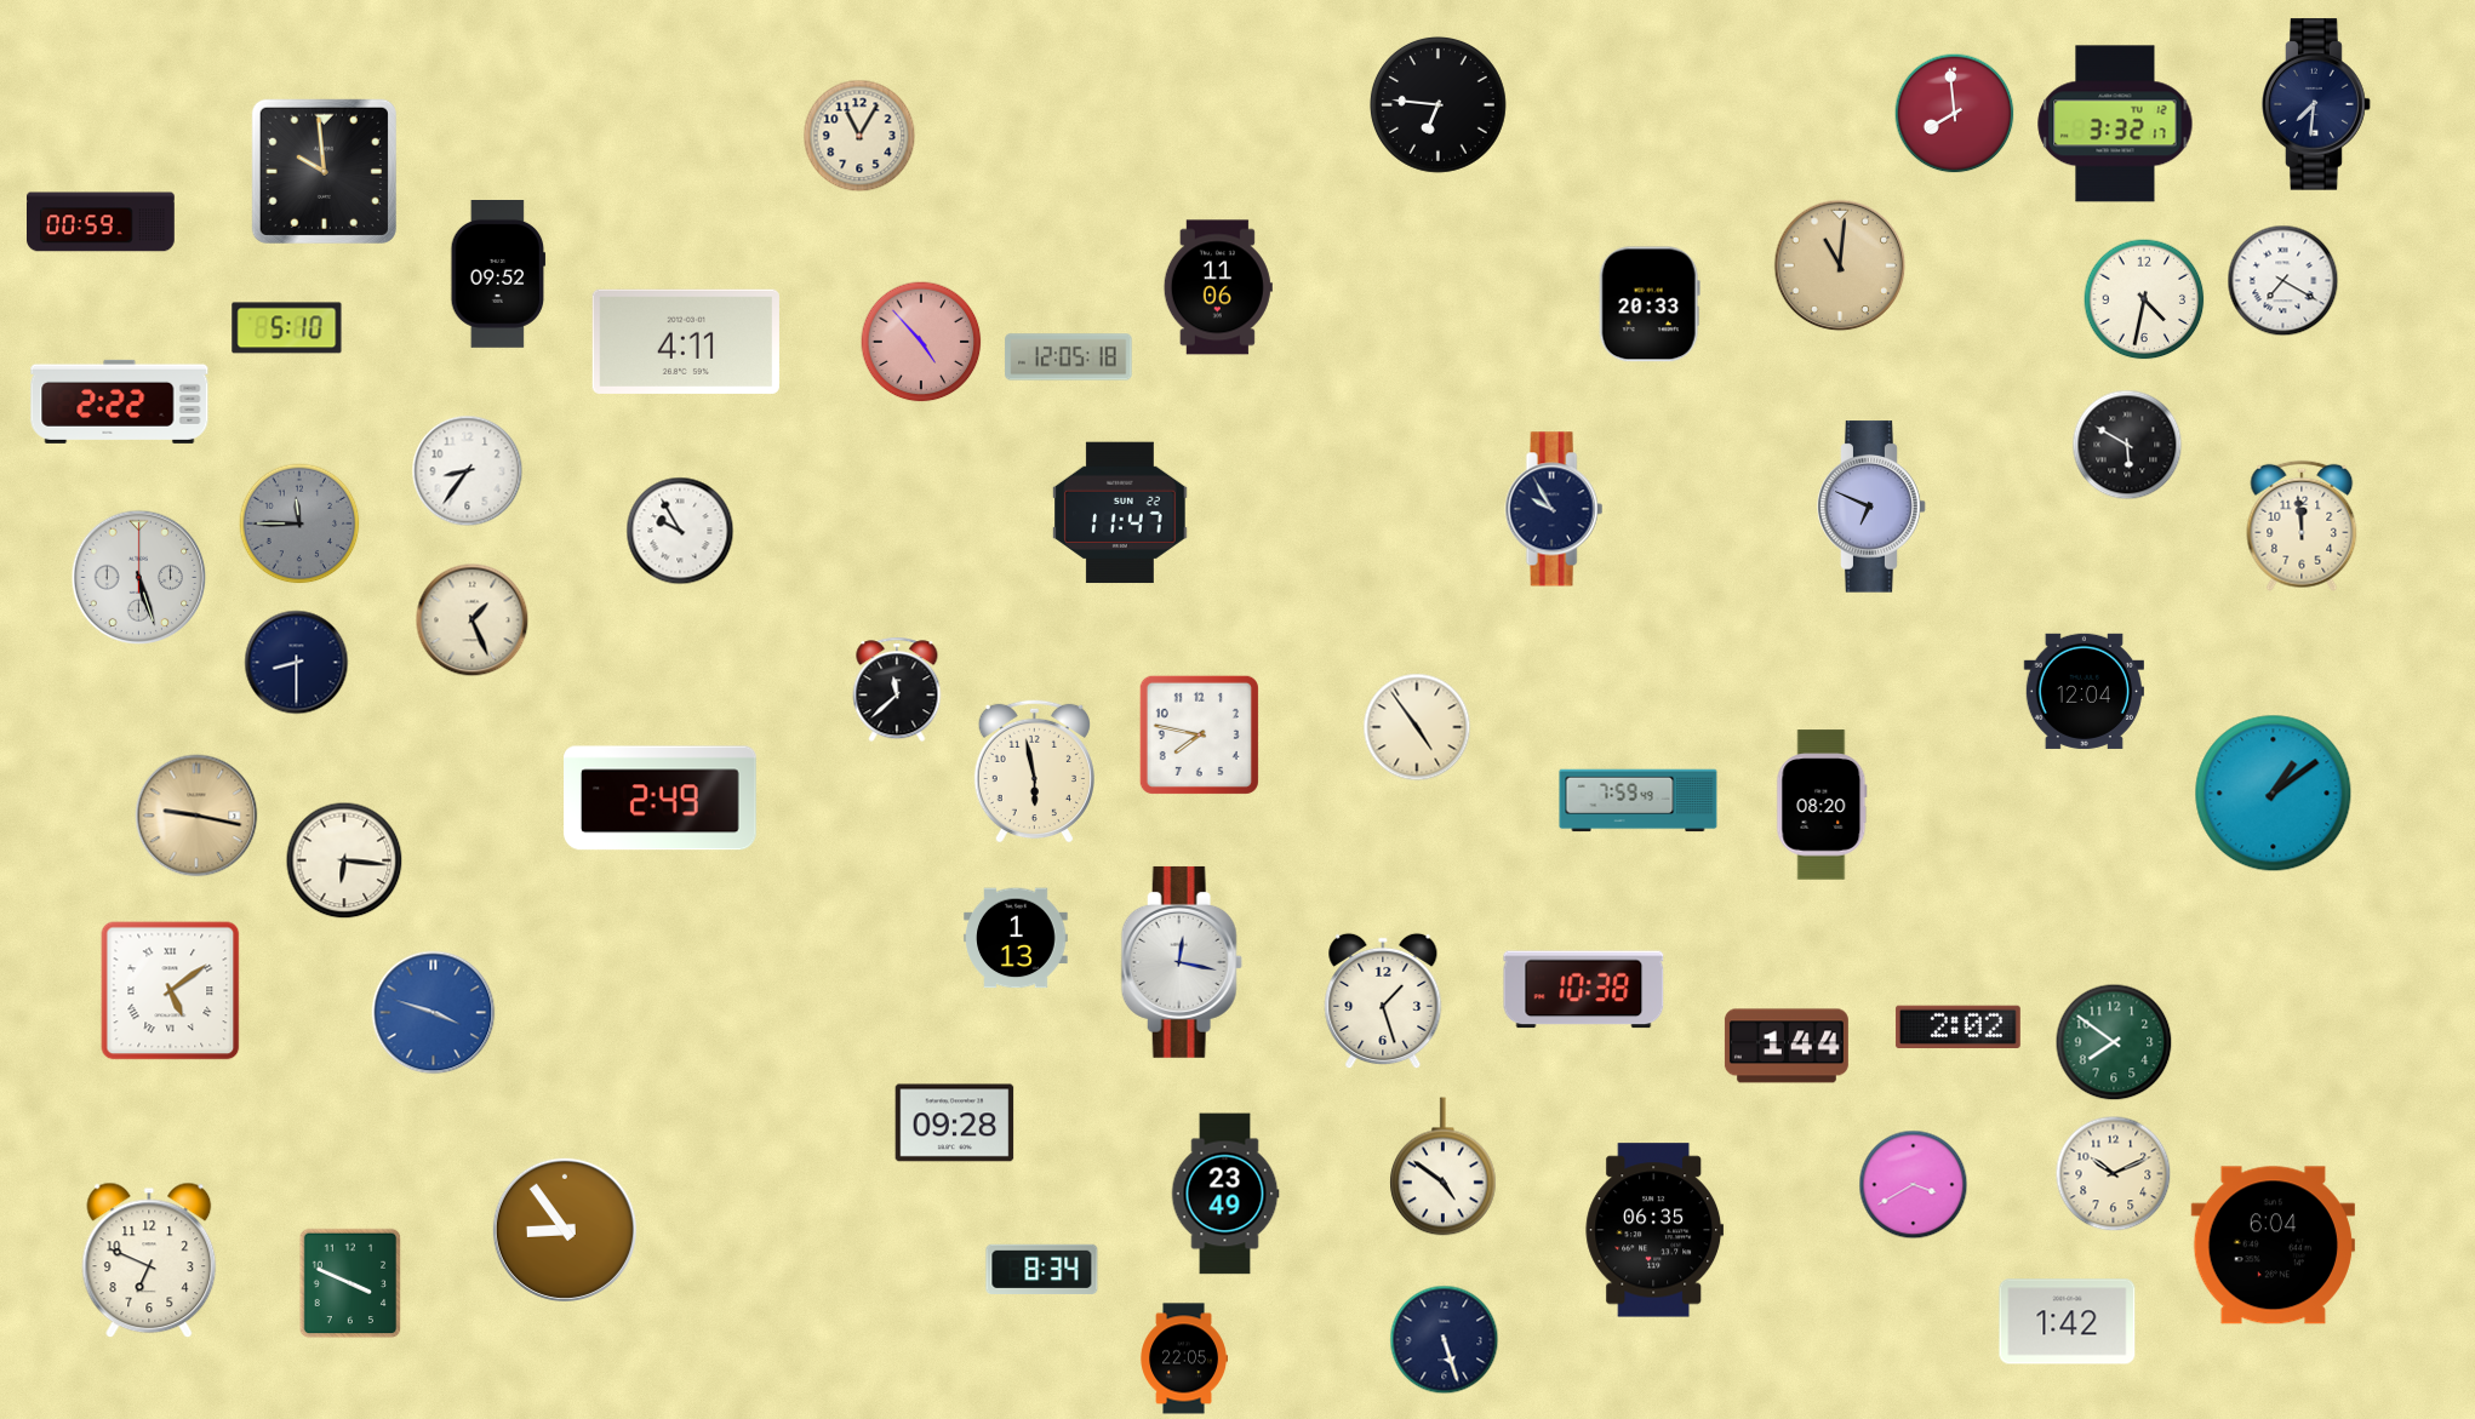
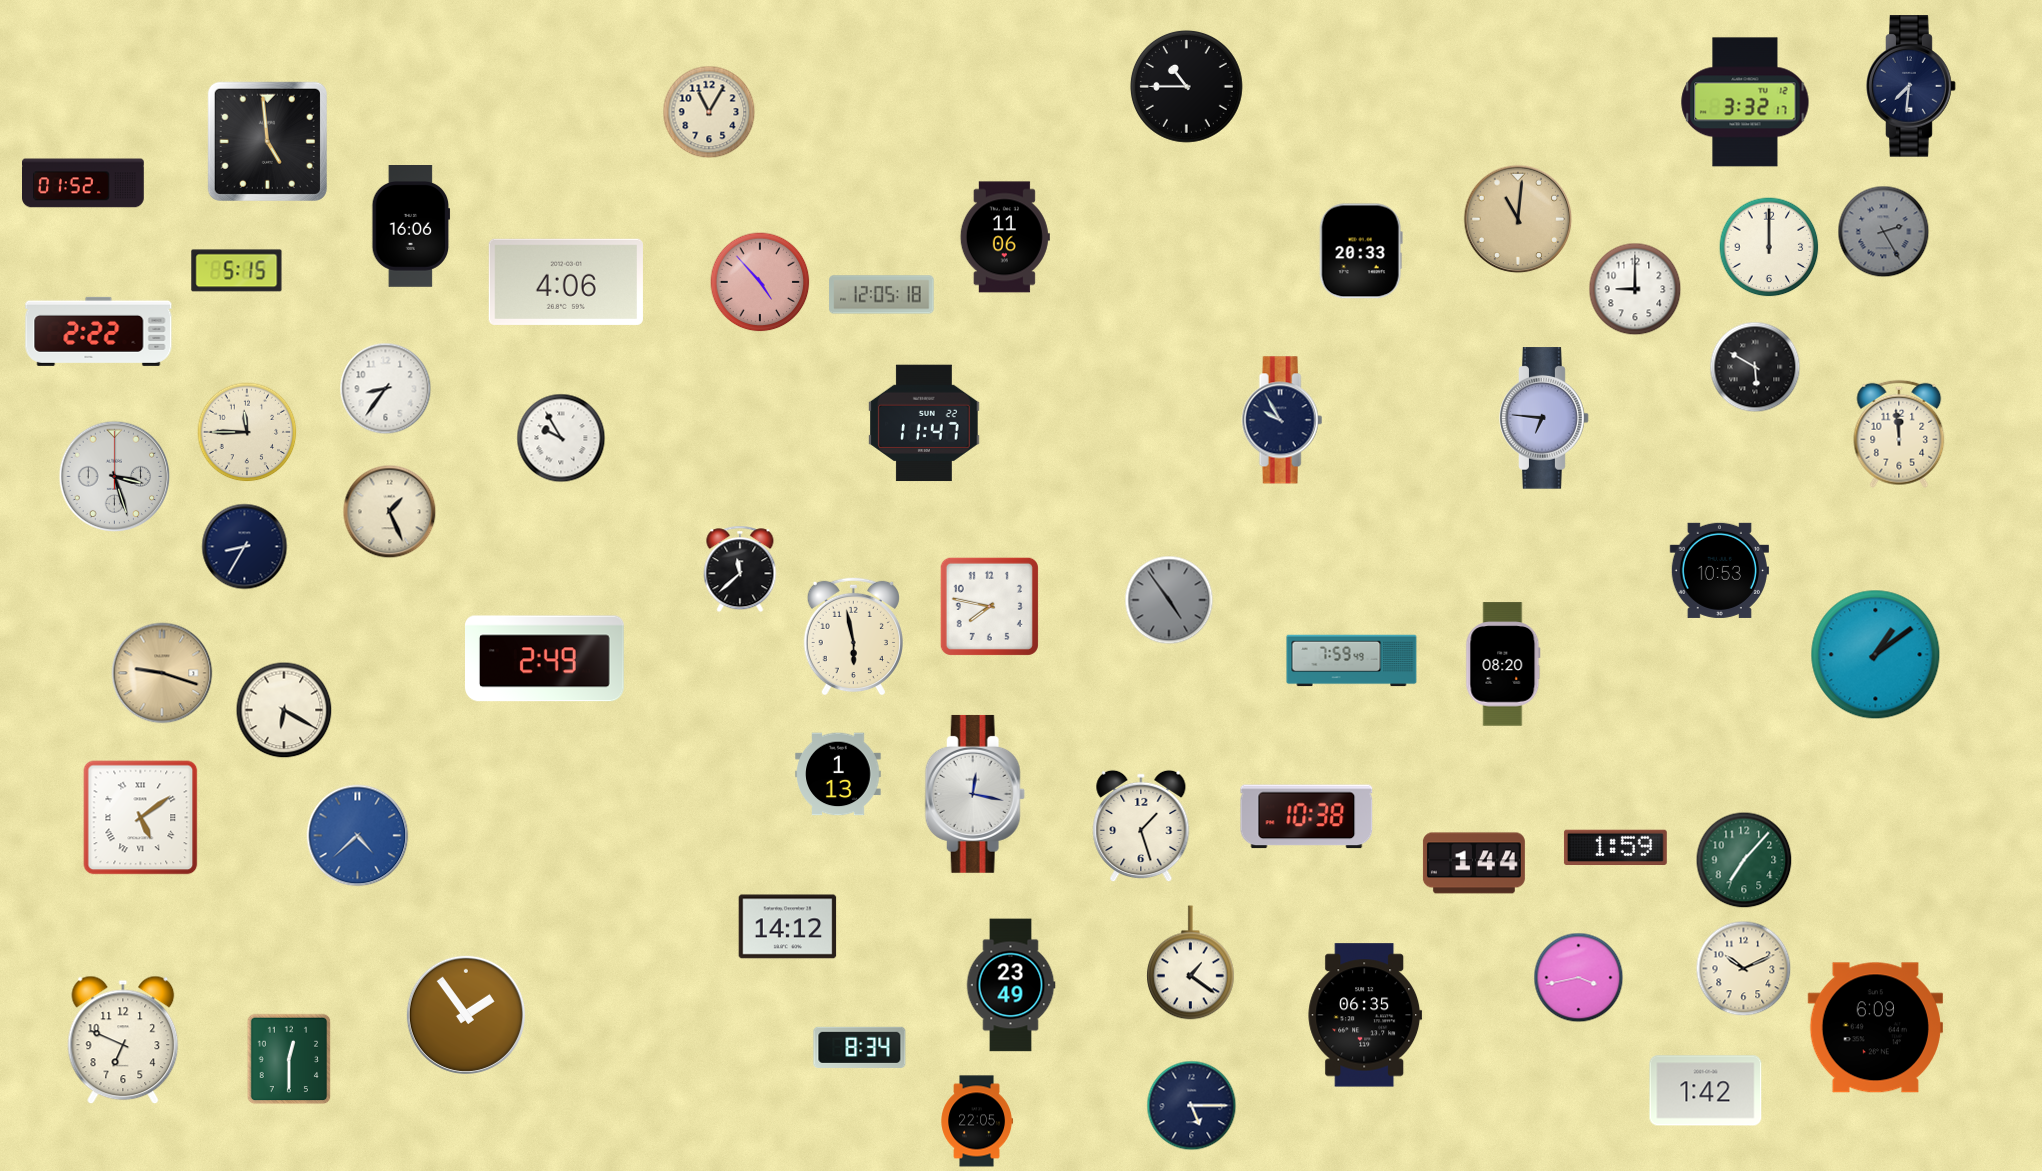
clock at (1437, 104): 6:46 -> 10:45
clock at (1955, 114): 7:59 -> none
clock at (324, 171): 9:59 -> 4:59
clock at (102, 222): 00:59 -> 01:52
clock at (498, 275): 09:52 -> 16:06
clock at (2283, 281): 7:20 -> 2:25
clock at (2283, 281) dial: white -> grey
clock at (2144, 299): 4:32 -> 12:00
clock at (287, 328): 5:10 -> 5:15
clock at (686, 342): 4:11 -> 4:06
clock at (1635, 289): none -> 9:00
clock at (1871, 507): 6:49 -> 6:46
clock at (299, 523) dial: grey -> cream
clock at (139, 578): 5:27 -> 3:27
clock at (297, 663): 8:30 -> 8:35
clock at (2084, 691): 12:04 -> 10:53
clock at (1417, 727) dial: cream -> grey
clock at (196, 816): 9:17 -> 9:18
clock at (344, 860): 6:16 -> 6:20
clock at (434, 1013): 3:48 -> 4:38
clock at (1957, 1026): 2:02 -> 1:59
clock at (2114, 1042): 7:51 -> 7:07
clock at (955, 1123): 09:28 -> 14:12
clock at (1444, 1167): 4:51 -> 1:21
clock at (1914, 1185): 3:40 -> 3:43
clock at (565, 1230): 8:54 -> 1:54
clock at (2273, 1246): 6:04 -> 6:09
clock at (350, 1283): 3:49 -> 12:30
clock at (1445, 1340): 5:27 -> 5:15
